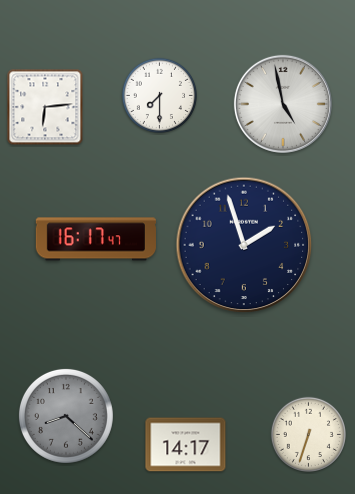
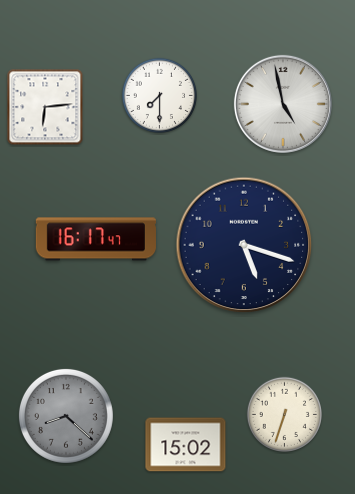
clock at (244, 245): 1:57 -> 5:18
clock at (308, 434) position: (308, 434) -> (284, 414)
clock at (186, 445): 14:17 -> 15:02
